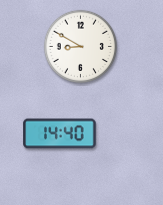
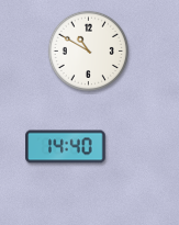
clock at (80, 46): 8:50 -> 10:50
